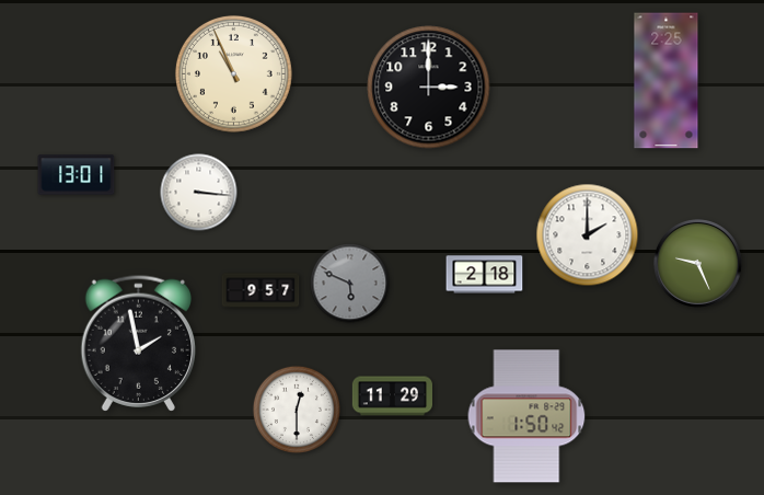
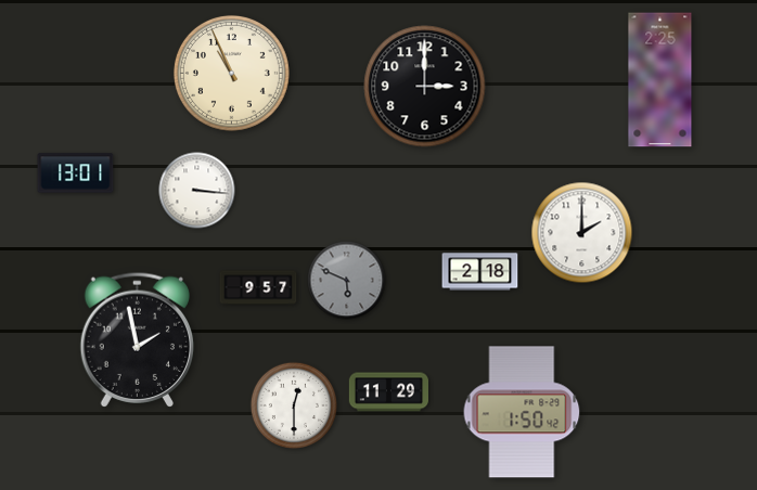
clock at (697, 263): 9:26 -> none
